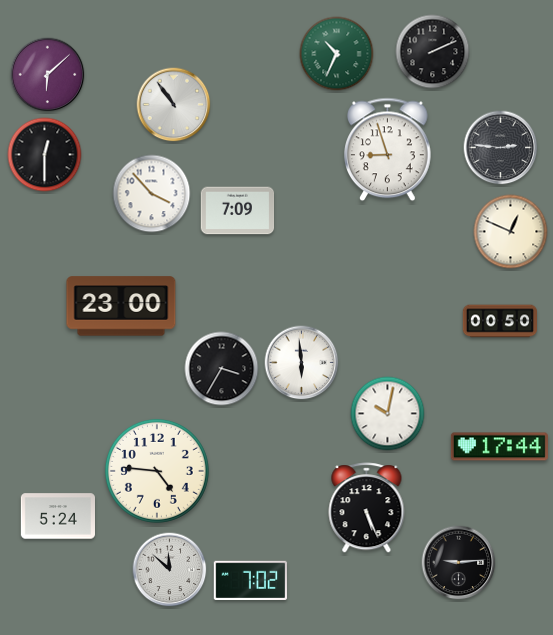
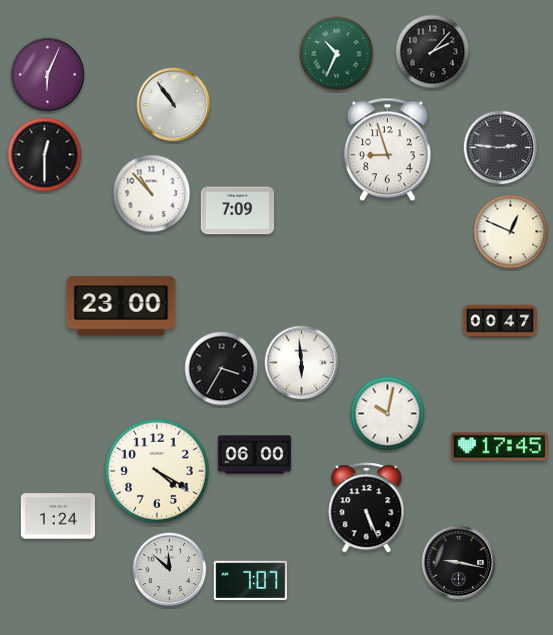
clock at (433, 52): 2:11 -> 2:07
clock at (48, 75): 6:08 -> 6:04
clock at (152, 194): 3:53 -> 10:53
clock at (499, 321): 00:50 -> 00:47
clock at (499, 447): 17:44 -> 17:45
clock at (255, 455): none -> 06:00
clock at (157, 471): 4:46 -> 4:20
clock at (57, 516): 5:24 -> 1:24
clock at (459, 563): 9:14 -> 9:17
clock at (251, 580): 7:02 -> 7:07
